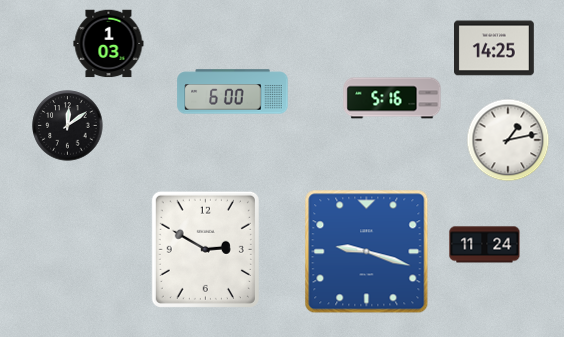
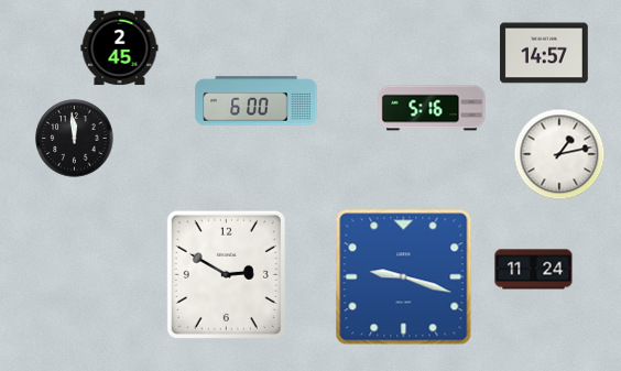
clock at (109, 44): 1:03 -> 2:45
clock at (495, 48): 14:25 -> 14:57
clock at (68, 126): 12:09 -> 11:59
